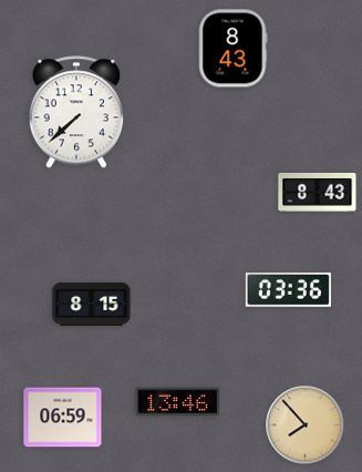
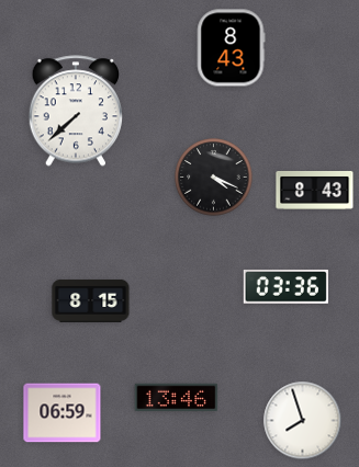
clock at (214, 178): none -> 4:19
clock at (306, 425): 7:53 -> 7:57
clock at (306, 425) dial: champagne -> white
